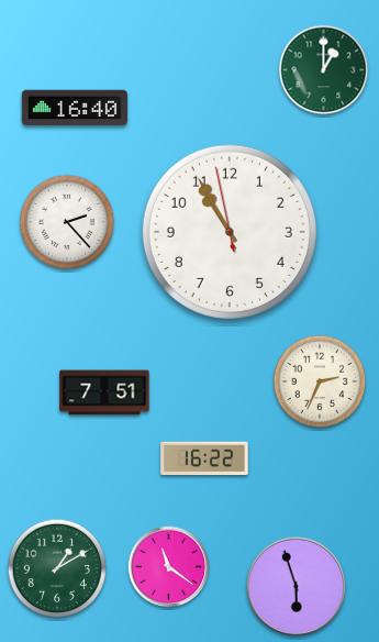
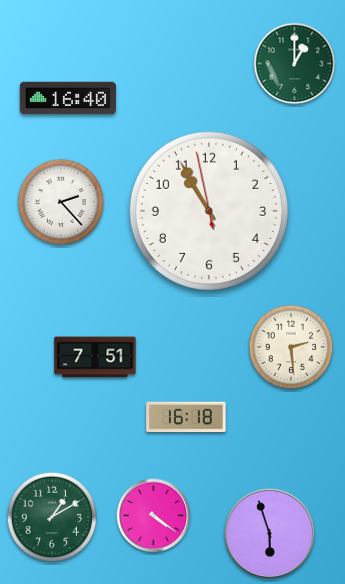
clock at (320, 381): 2:34 -> 2:29
clock at (204, 458): 16:22 -> 16:18
clock at (169, 567): 11:21 -> 4:21
